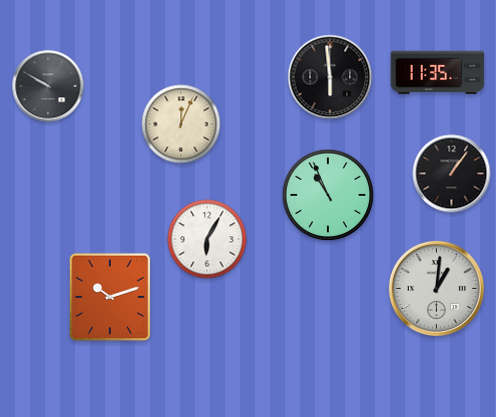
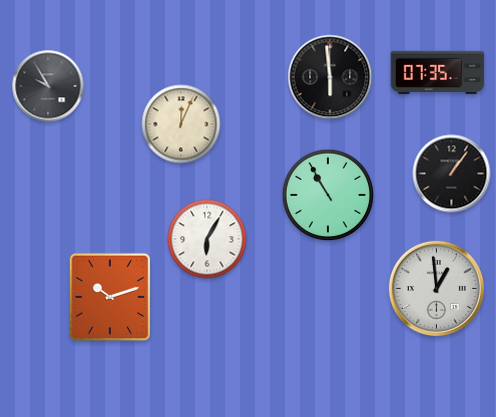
clock at (438, 73): 11:35 -> 07:35
clock at (48, 86): 9:50 -> 9:55
clock at (328, 195): 10:56 -> 10:55
clock at (436, 288): 1:01 -> 12:59
